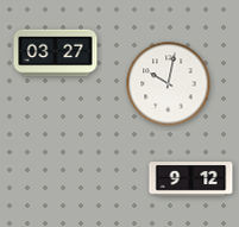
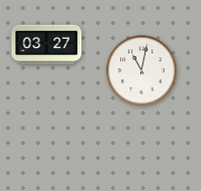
clock at (169, 84): 10:02 -> 11:02
clock at (191, 179): 9:12 -> none
